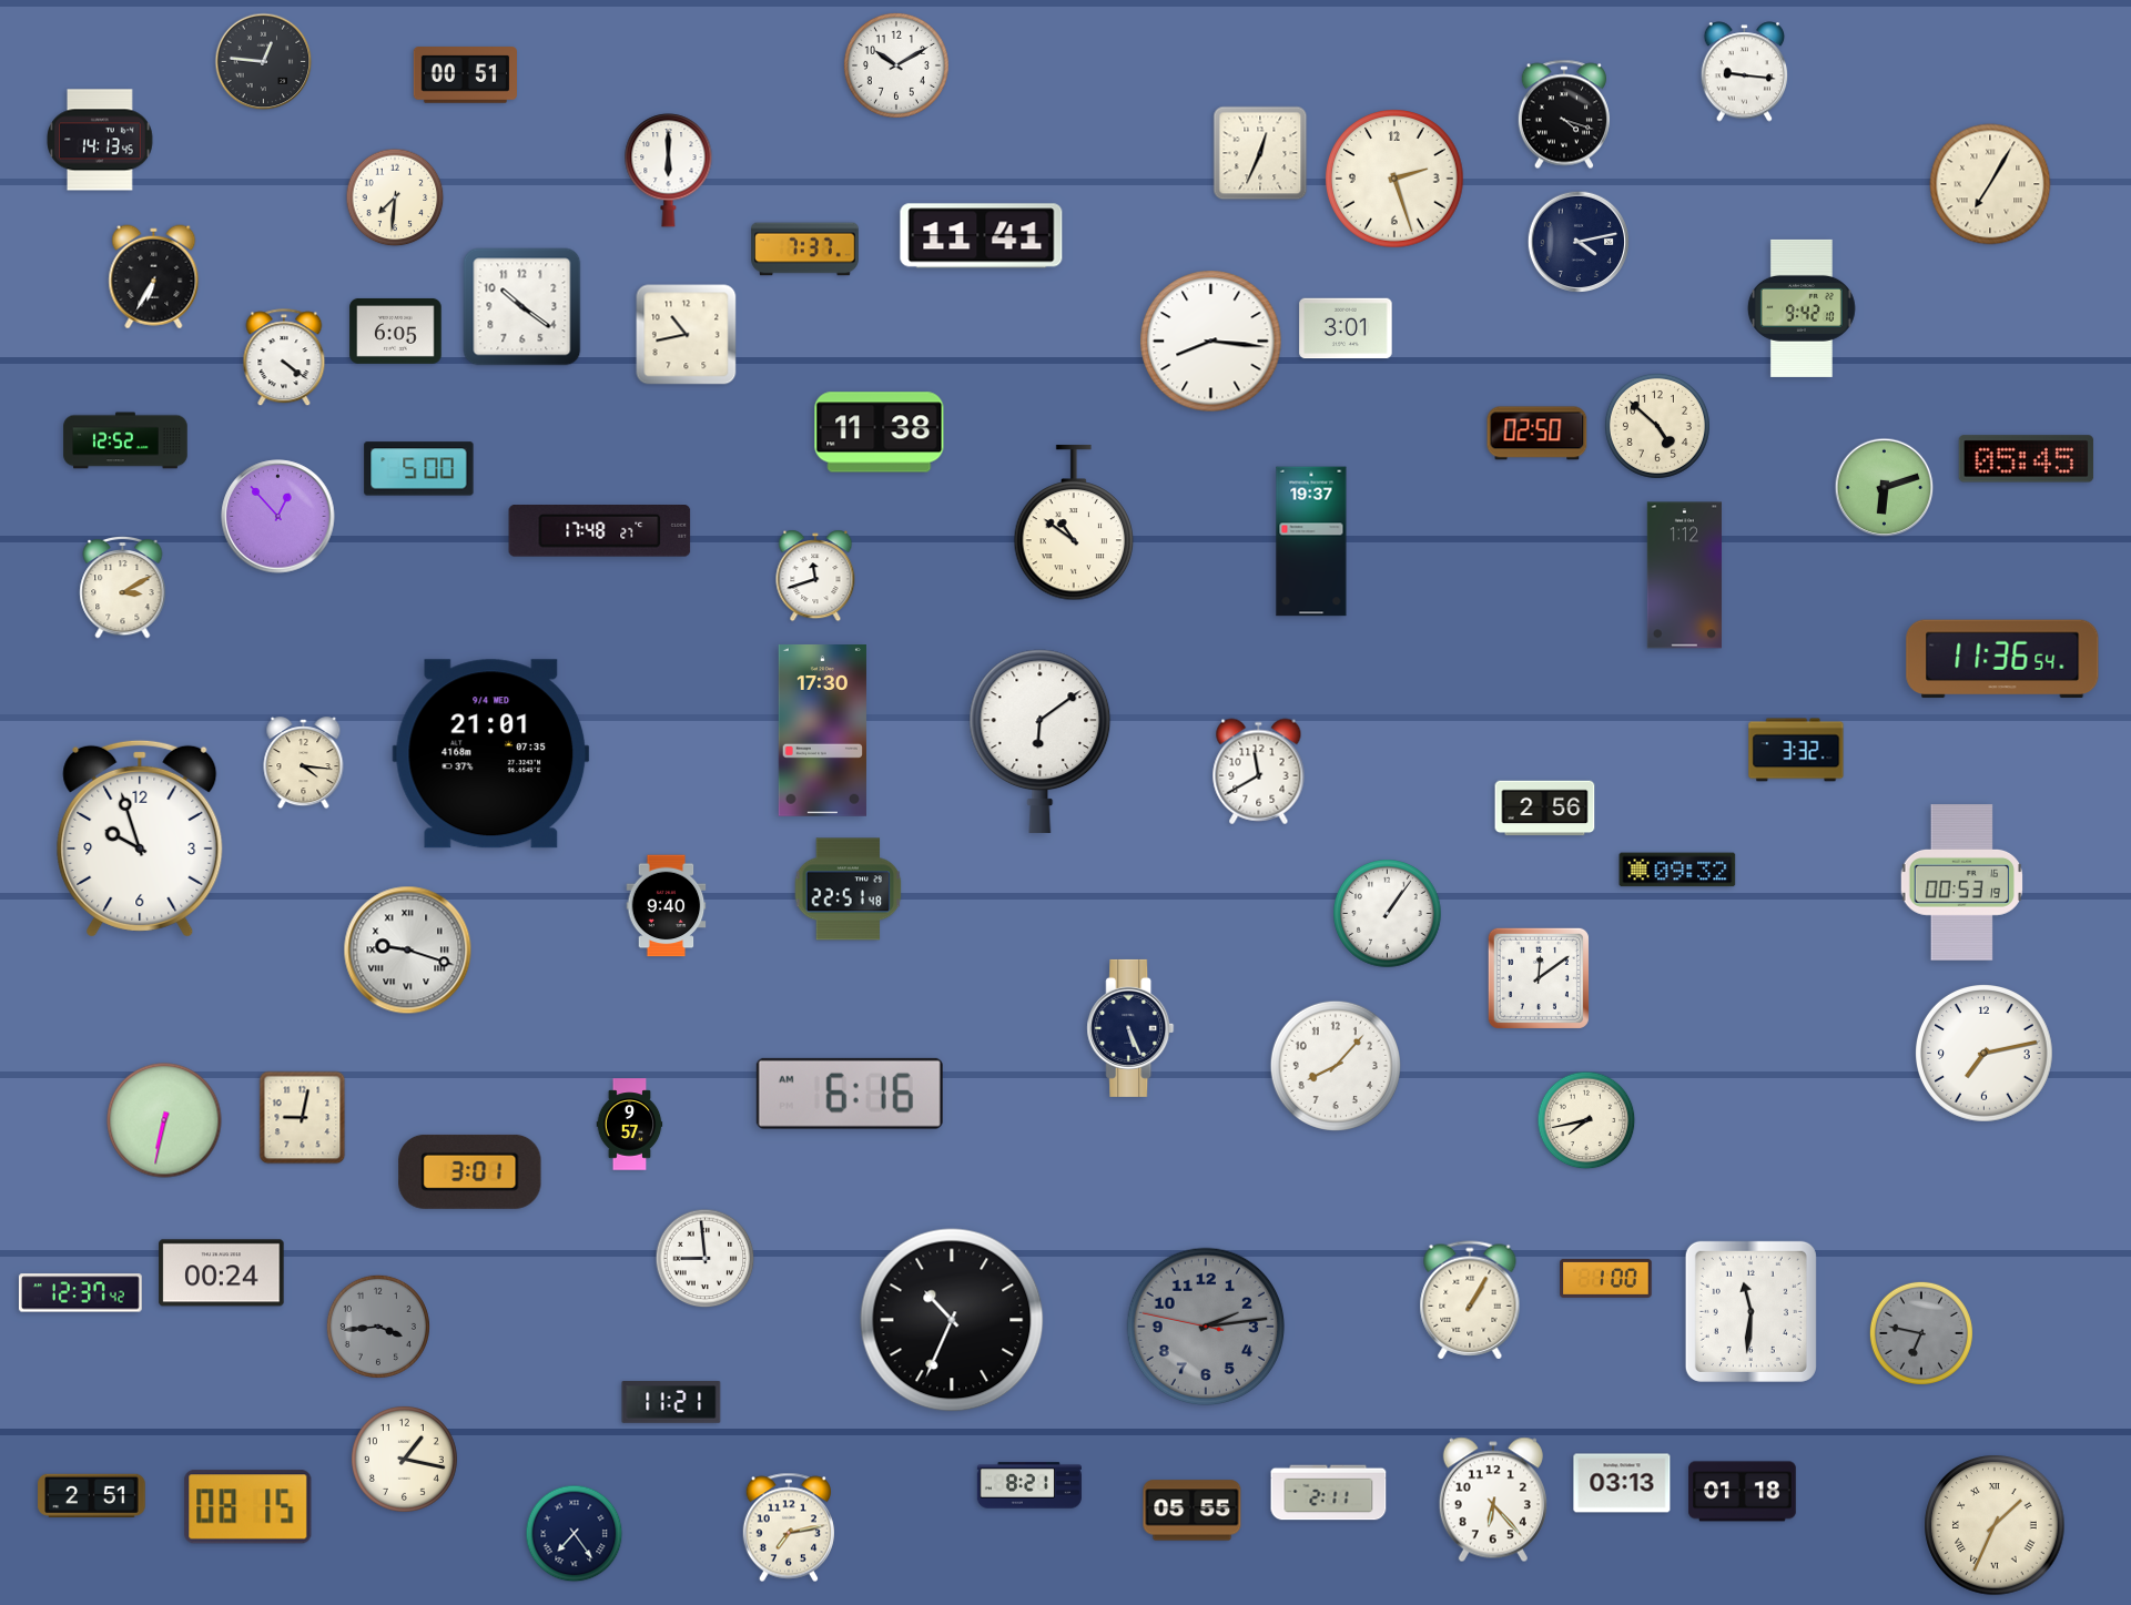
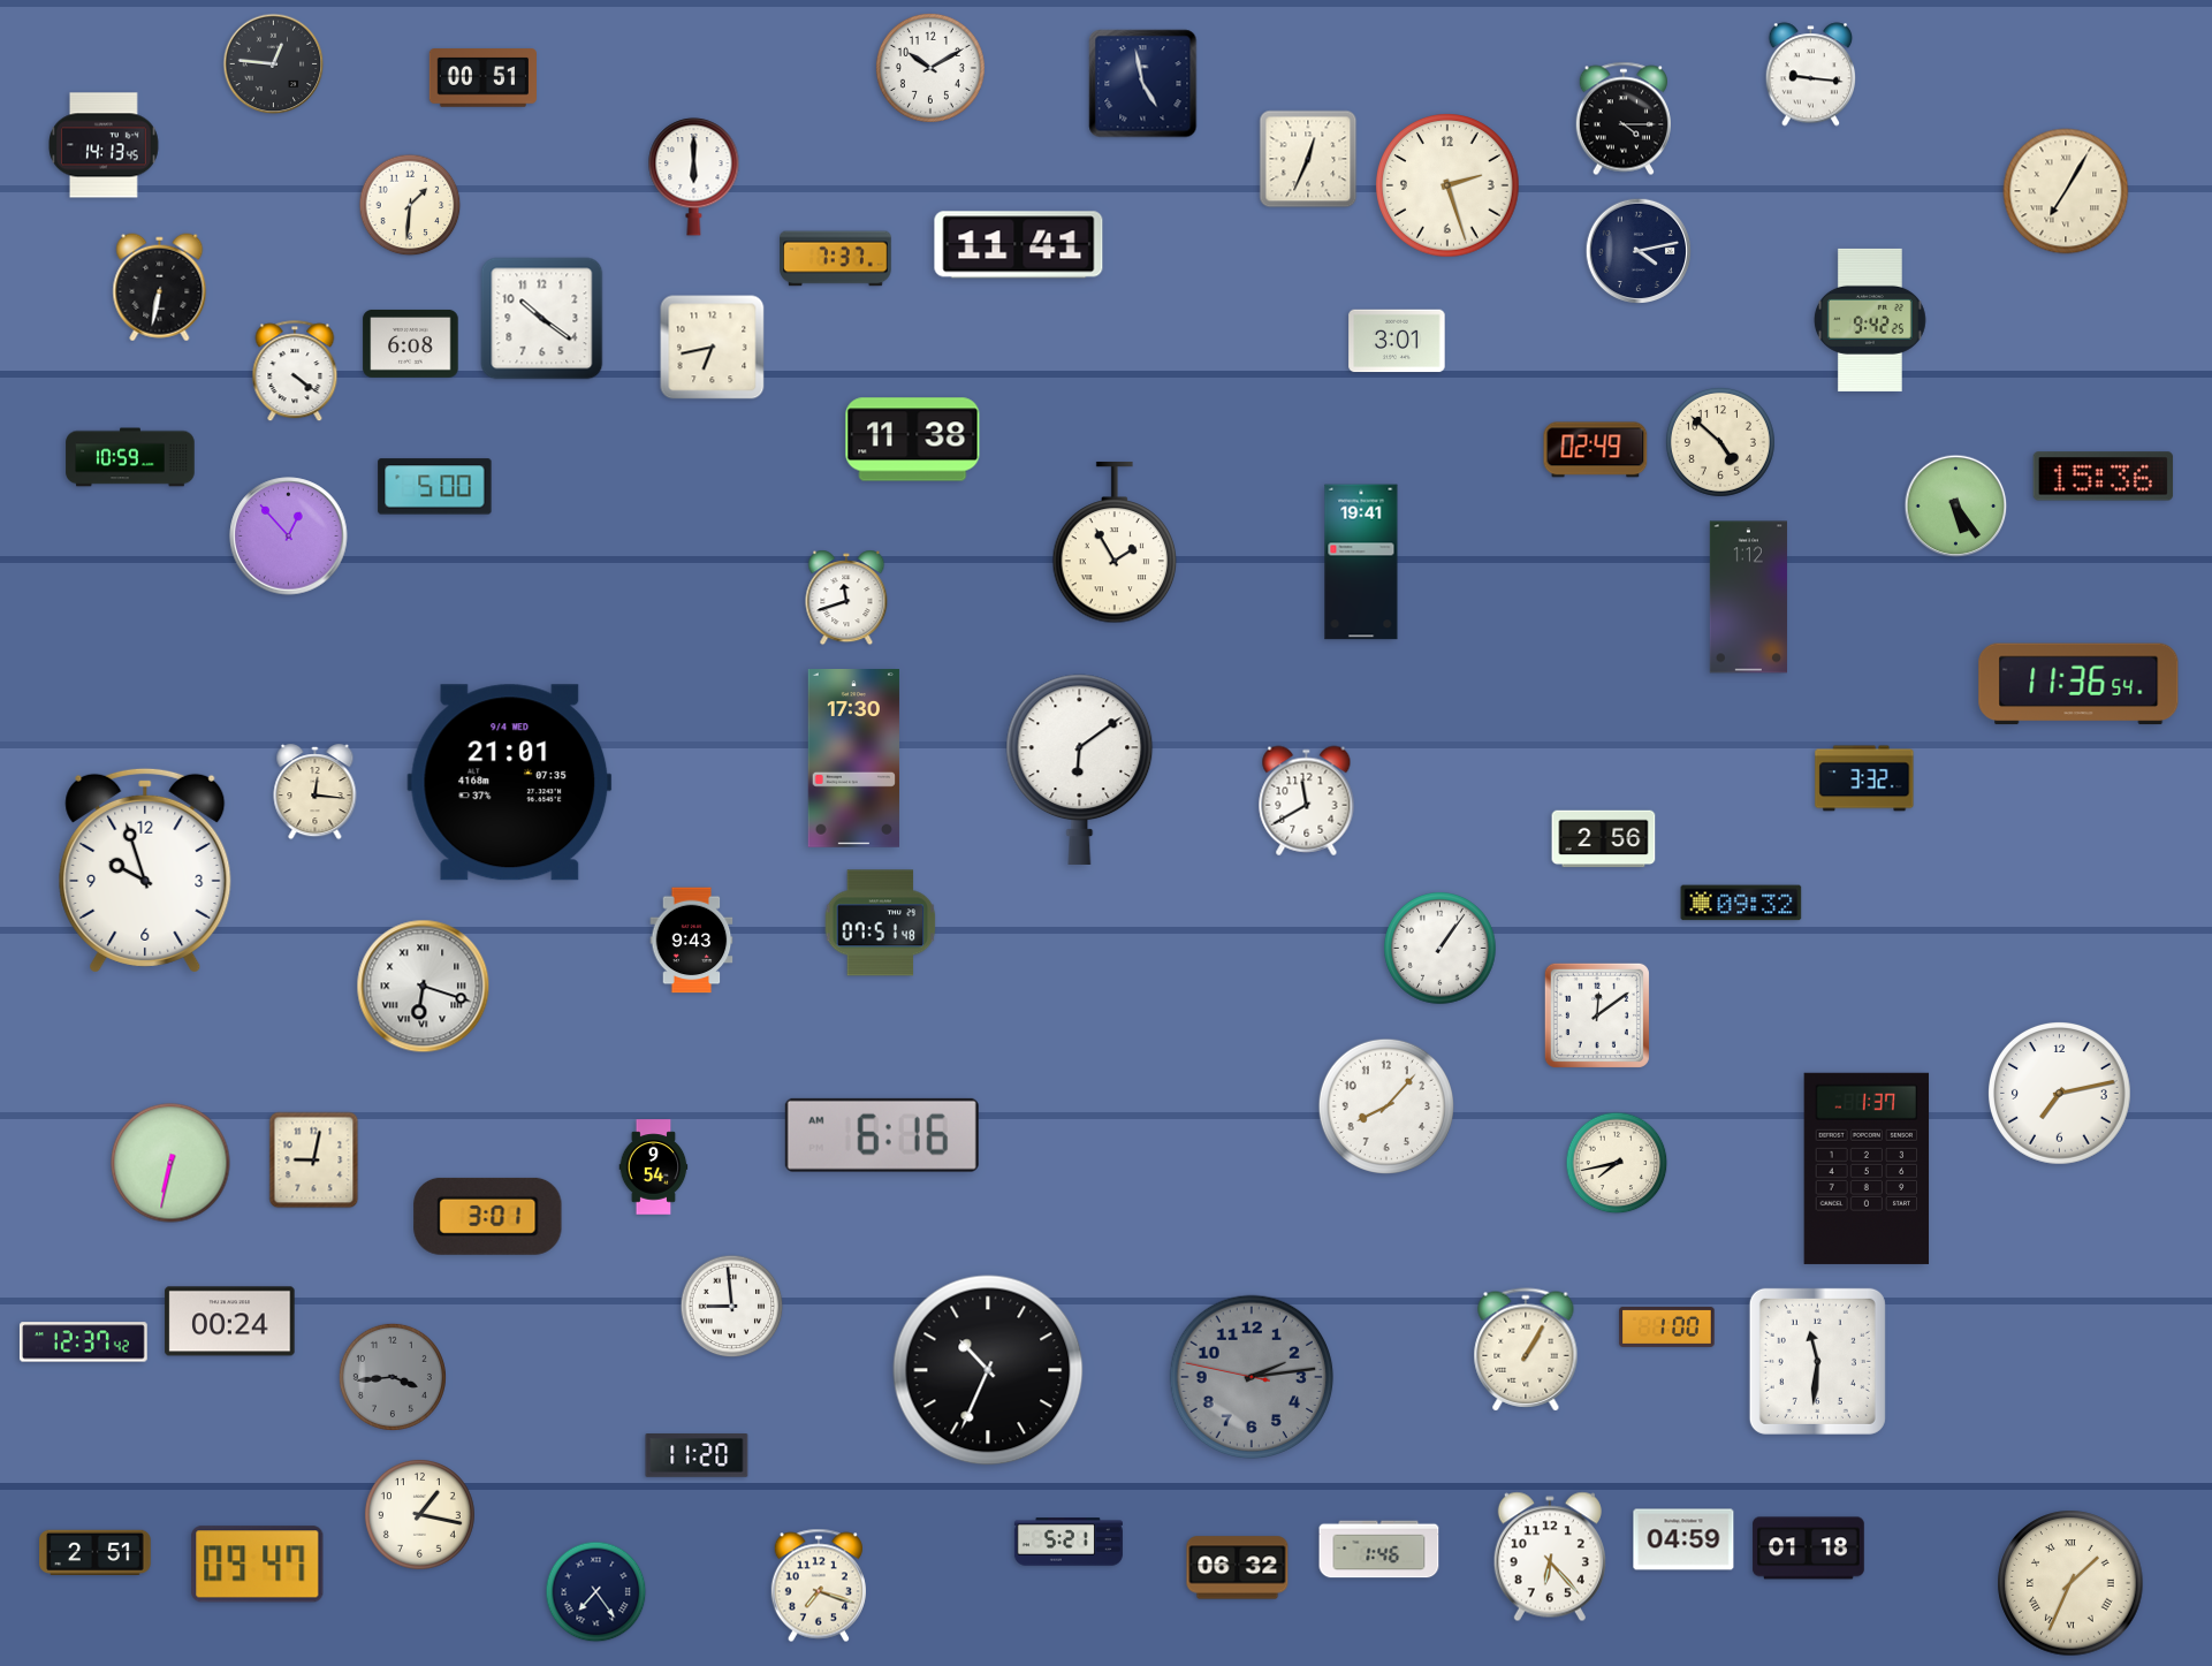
clock at (1143, 84): none -> 4:58
clock at (1564, 114): 4:18 -> 4:15
clock at (395, 197): 7:31 -> 1:31
clock at (154, 277): 6:35 -> 6:32
clock at (1802, 308): 9:42:10 -> 9:42:25
clock at (396, 331): 6:05 -> 6:08
clock at (687, 335): 10:43 -> 6:43
clock at (1211, 342): 8:16 -> none
clock at (880, 433) position: (880, 433) -> (913, 440)
clock at (1538, 434): 02:50 -> 02:49
clock at (125, 440): 12:52 -> 10:59
clock at (2027, 459): 05:45 -> 15:36
clock at (1885, 488): 6:12 -> 5:24
clock at (1074, 522): 10:51 -> 1:55
clock at (600, 531): 17:48 -> none
clock at (1311, 541): 19:37 -> 19:41
clock at (123, 587): 3:10 -> none
clock at (304, 763): 4:16 -> 12:16
clock at (1962, 883): 00:53 -> none
clock at (849, 890): 22:51 -> 07:51
clock at (667, 906): 9:40 -> 9:43
clock at (408, 951): 9:18 -> 6:18
clock at (1130, 1028): 5:26 -> none
clock at (1586, 1120) position: (1586, 1120) -> (1617, 1163)
clock at (630, 1125): 9:57 -> 9:54
clock at (1867, 1169): none -> 1:37
clock at (1921, 1333): 6:47 -> none
clock at (671, 1402): 11:21 -> 11:20
clock at (1622, 1483): 03:13 -> 04:59
clock at (1029, 1485): 8:21 -> 5:21
clock at (1329, 1493): 2:11 -> 1:46
clock at (248, 1507): 08:15 -> 09:47
clock at (1193, 1511): 05:55 -> 06:32
clock at (789, 1527): 7:13 -> 7:18
